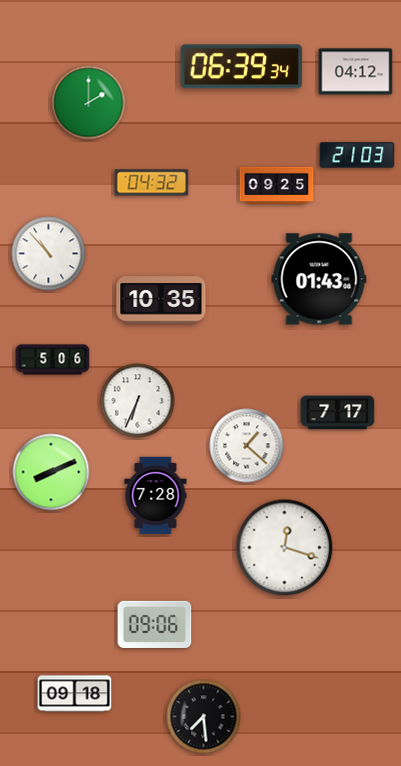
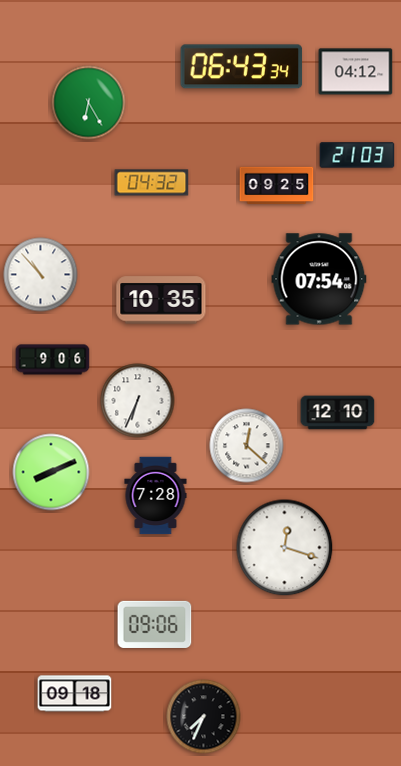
clock at (242, 67): 06:39 -> 06:43
clock at (89, 103): 2:00 -> 6:25
clock at (49, 254) position: (49, 254) -> (41, 275)
clock at (319, 279): 01:43 -> 07:54
clock at (53, 360): 5:06 -> 9:06
clock at (338, 413): 7:17 -> 12:10
clock at (247, 446): 1:22 -> 12:22
clock at (204, 717): 7:29 -> 7:34
